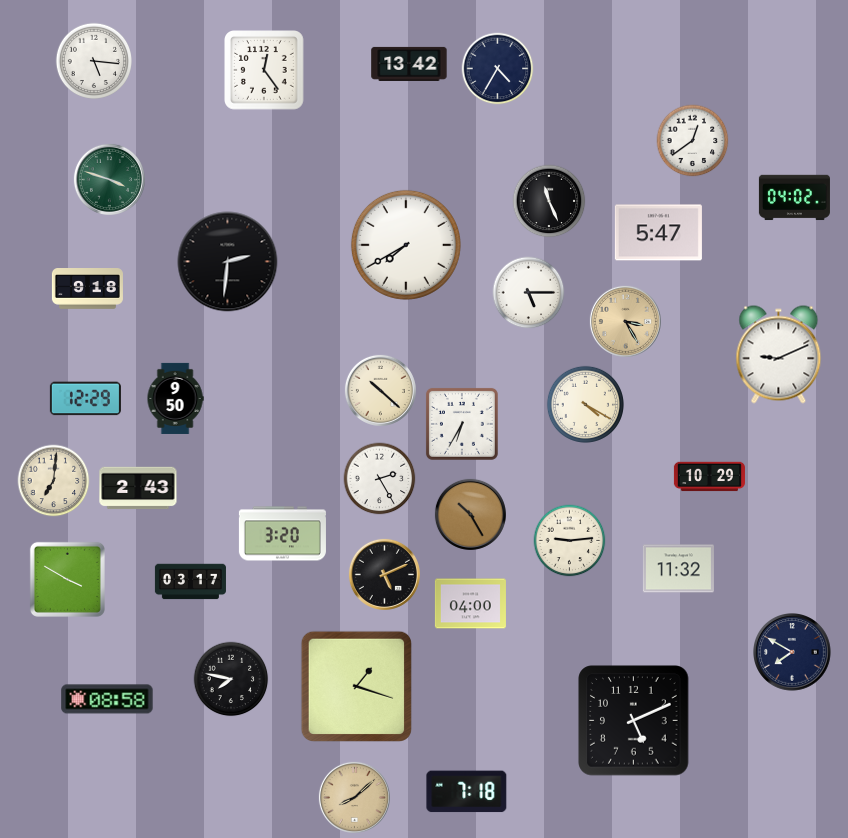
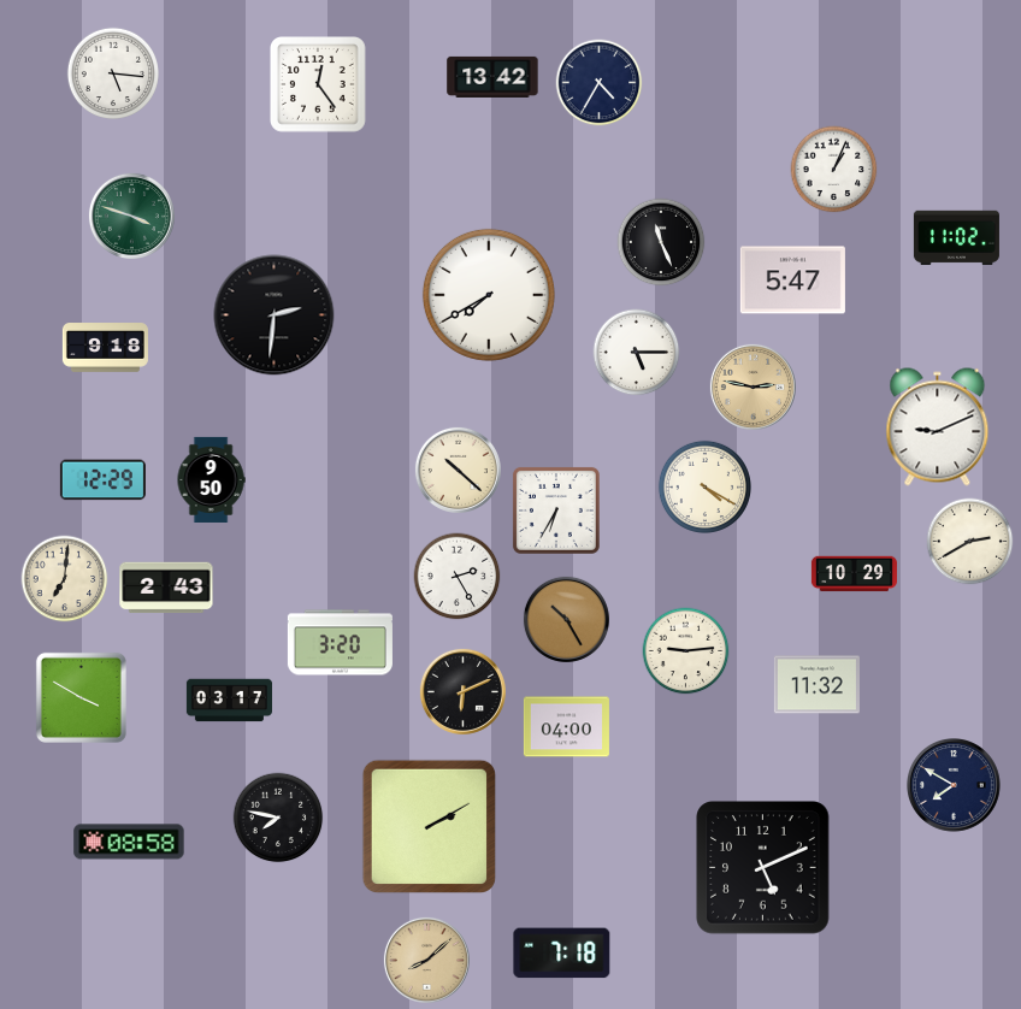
clock at (693, 141): 12:39 -> 1:04
clock at (794, 198): 04:02 -> 11:02
clock at (625, 321): 3:25 -> 2:47
clock at (970, 542): none -> 2:40
clock at (384, 574): 5:11 -> 6:11
clock at (356, 686): 1:18 -> 2:10
